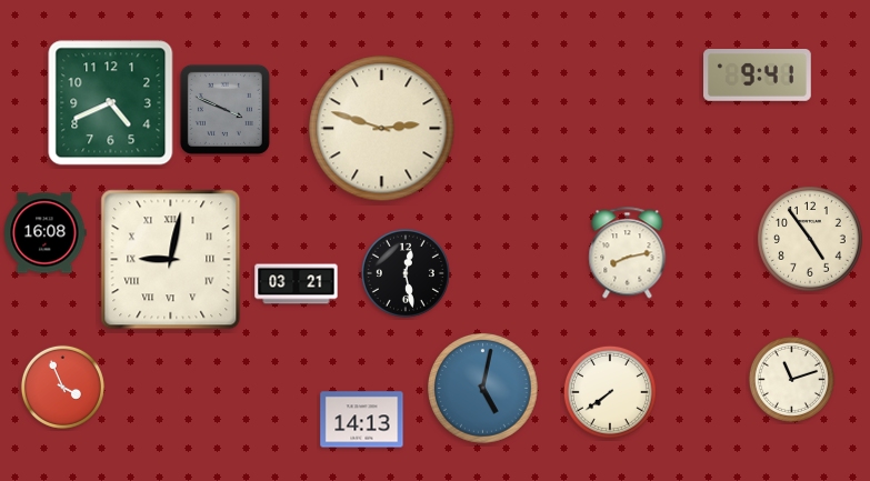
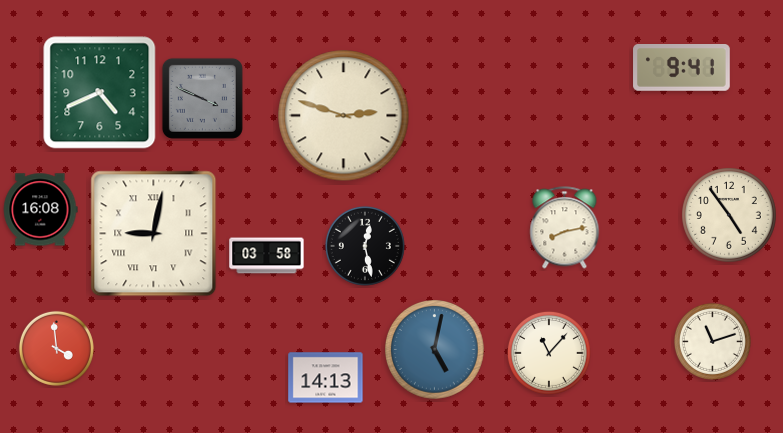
clock at (297, 284): 03:21 -> 03:58
clock at (62, 387): 3:56 -> 3:59
clock at (610, 392): 7:39 -> 11:07
